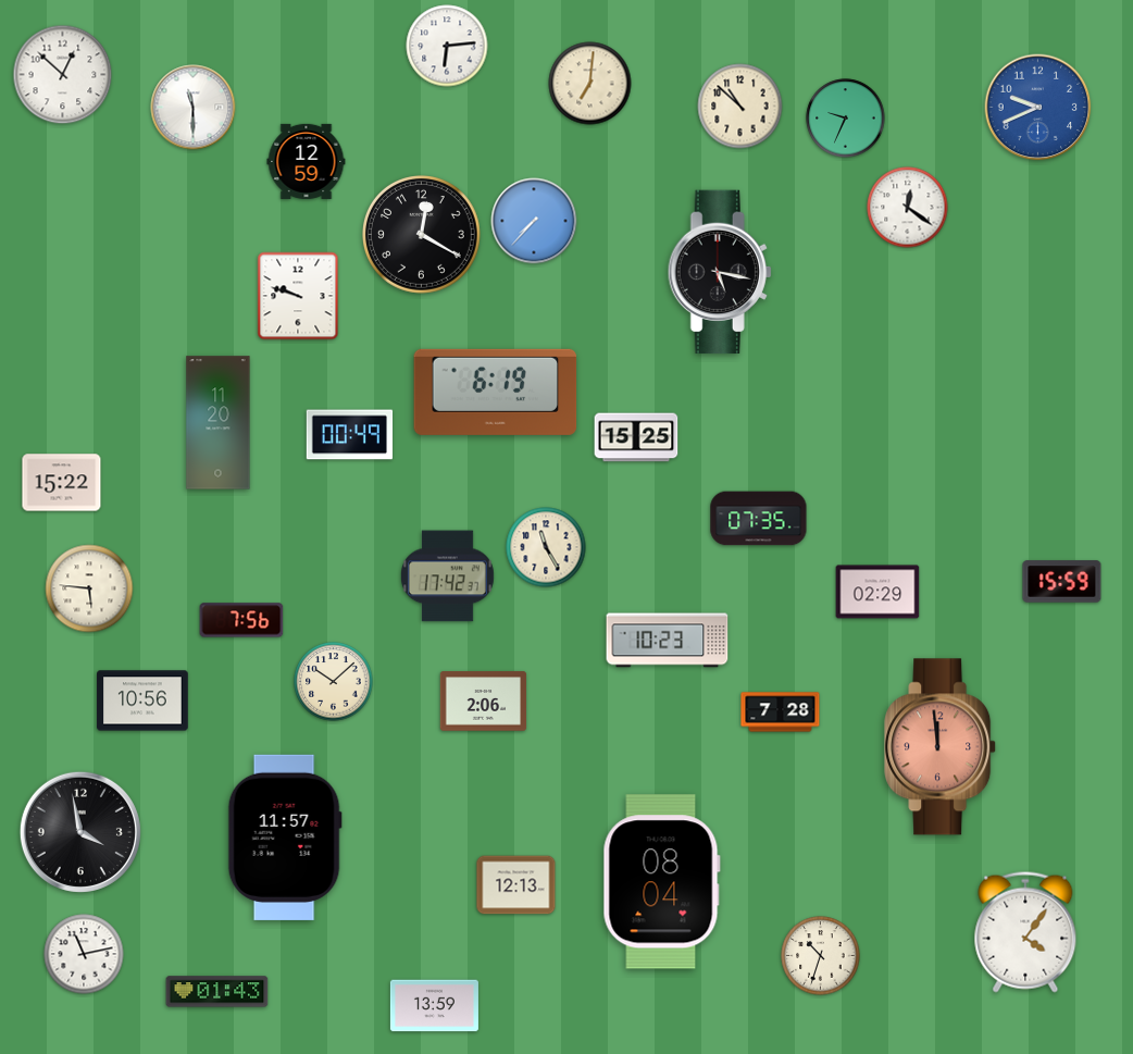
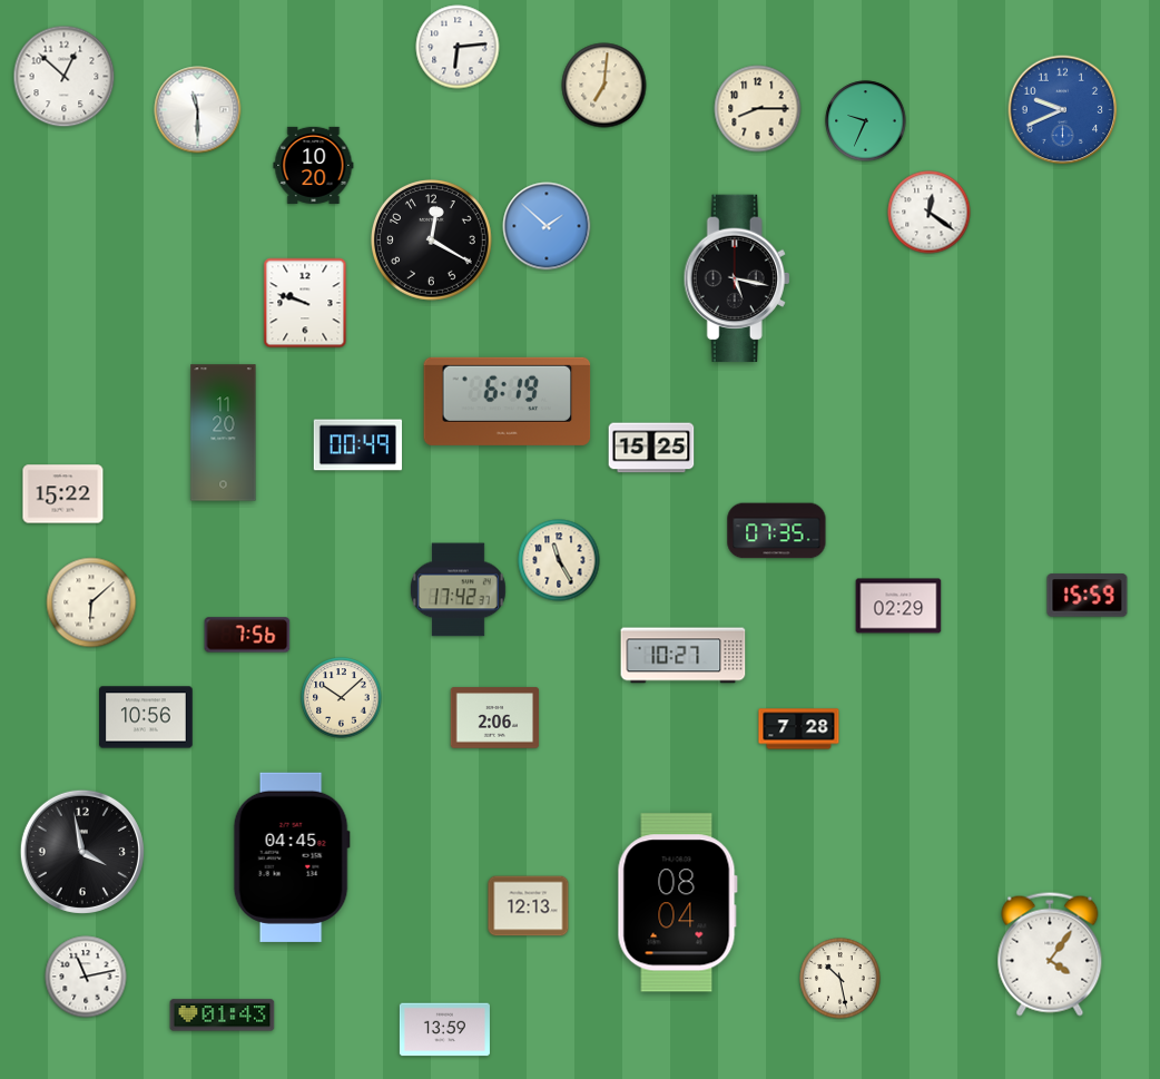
clock at (740, 107): 10:52 -> 8:15
clock at (307, 161): 12:59 -> 10:20
clock at (534, 221): 7:37 -> 1:52
clock at (89, 588): 5:46 -> 6:08
clock at (668, 641): 10:23 -> 10:27
clock at (941, 747): 11:59 -> none
clock at (285, 838): 11:57 -> 04:45
clock at (821, 956): 10:33 -> 10:28
